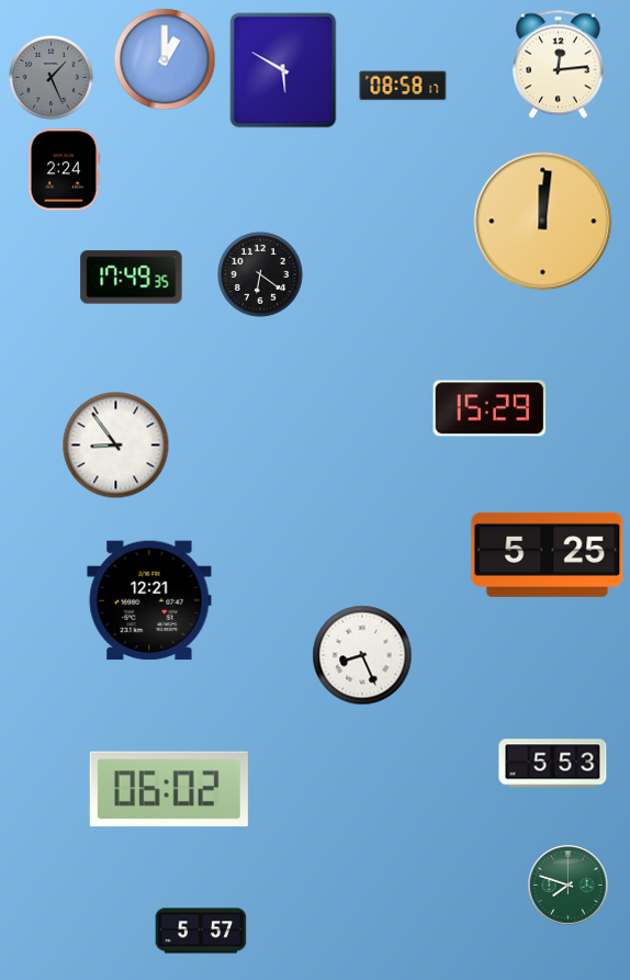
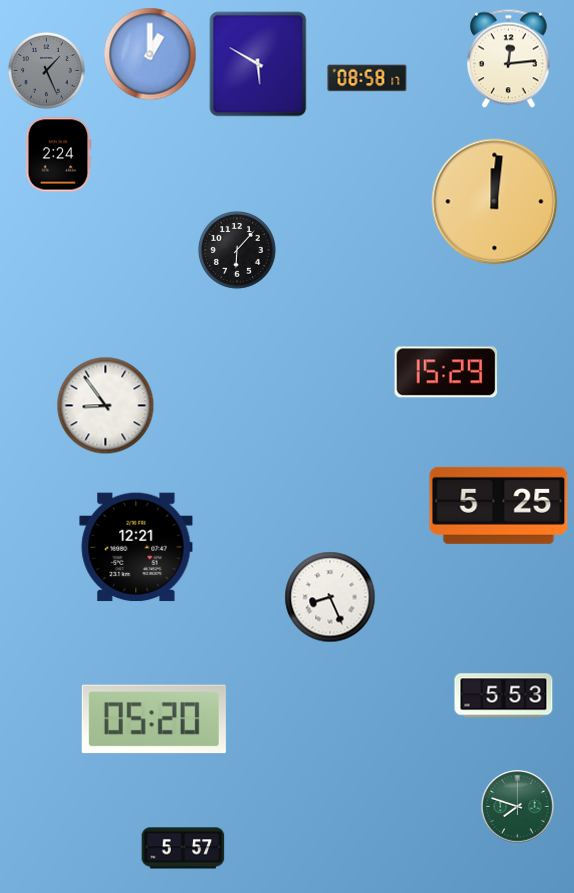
clock at (261, 275): 6:21 -> 6:07
clock at (132, 278): 17:49 -> none
clock at (169, 789): 06:02 -> 05:20
